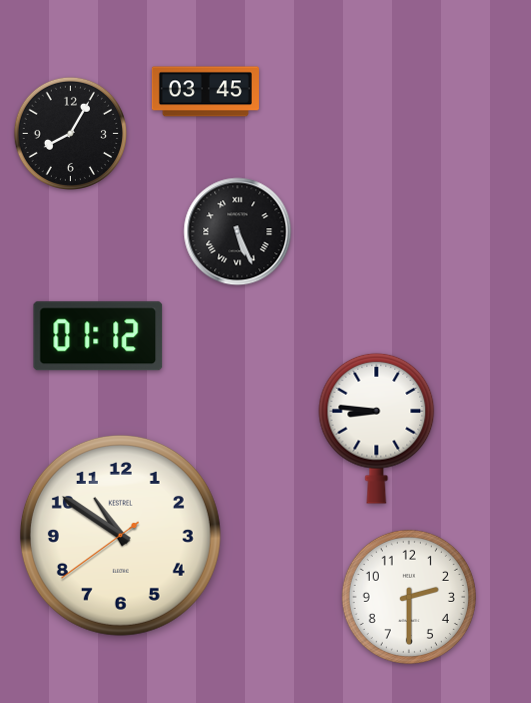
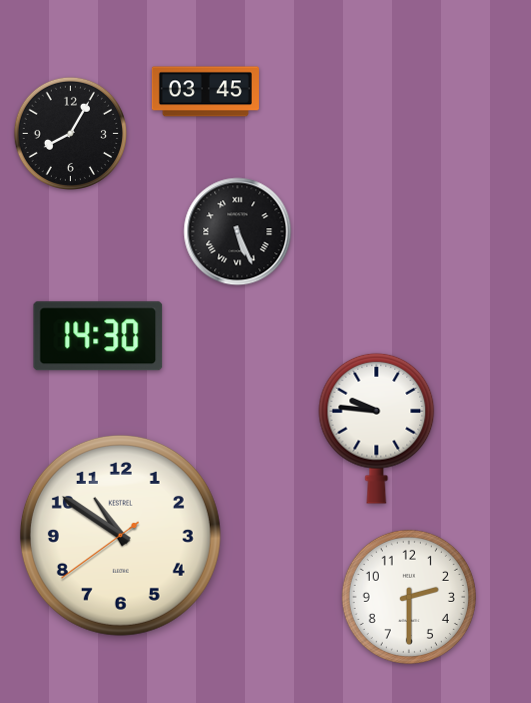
clock at (98, 336): 01:12 -> 14:30
clock at (377, 428): 8:46 -> 9:46
